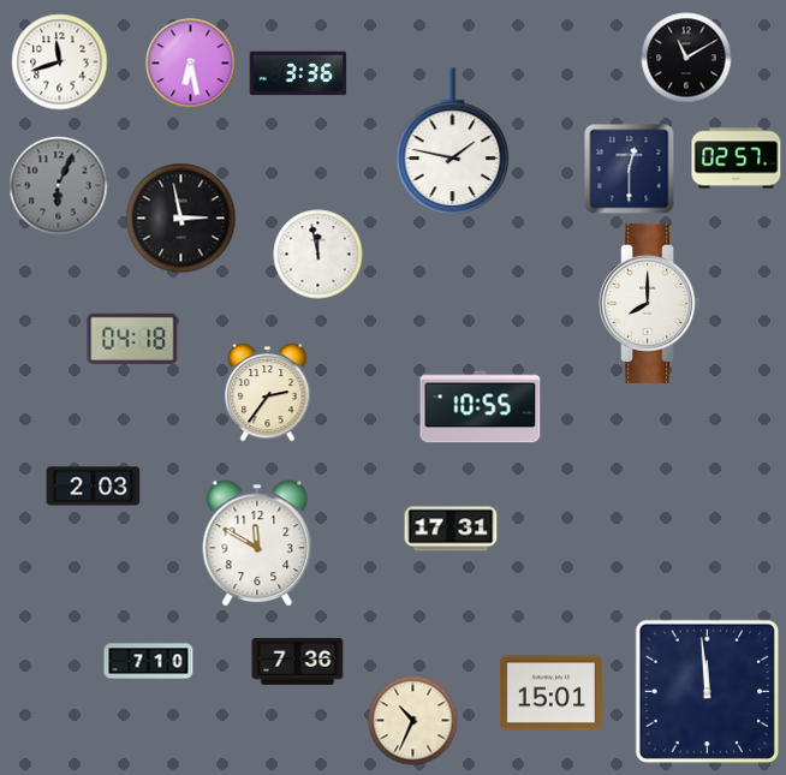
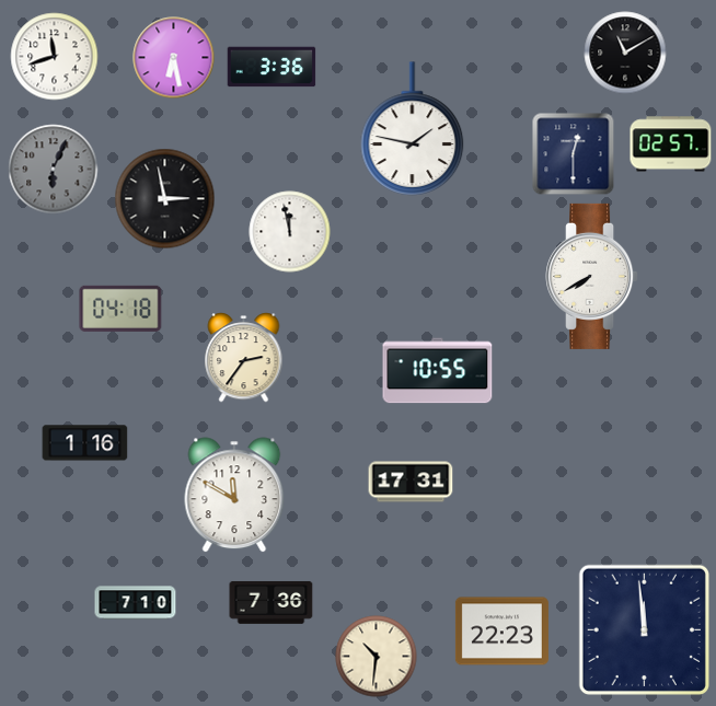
clock at (650, 303): 8:00 -> 7:40
clock at (94, 487): 2:03 -> 1:16
clock at (550, 693): 15:01 -> 22:23
clock at (413, 721): 10:34 -> 10:31
